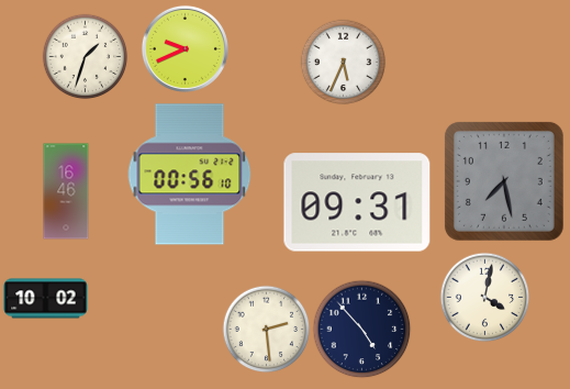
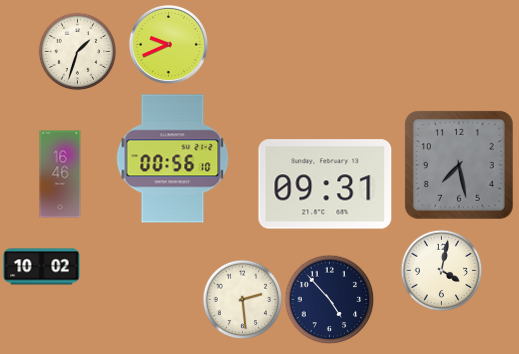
clock at (343, 62): 5:34 -> none
clock at (46, 299) position: (46, 299) -> (42, 267)
